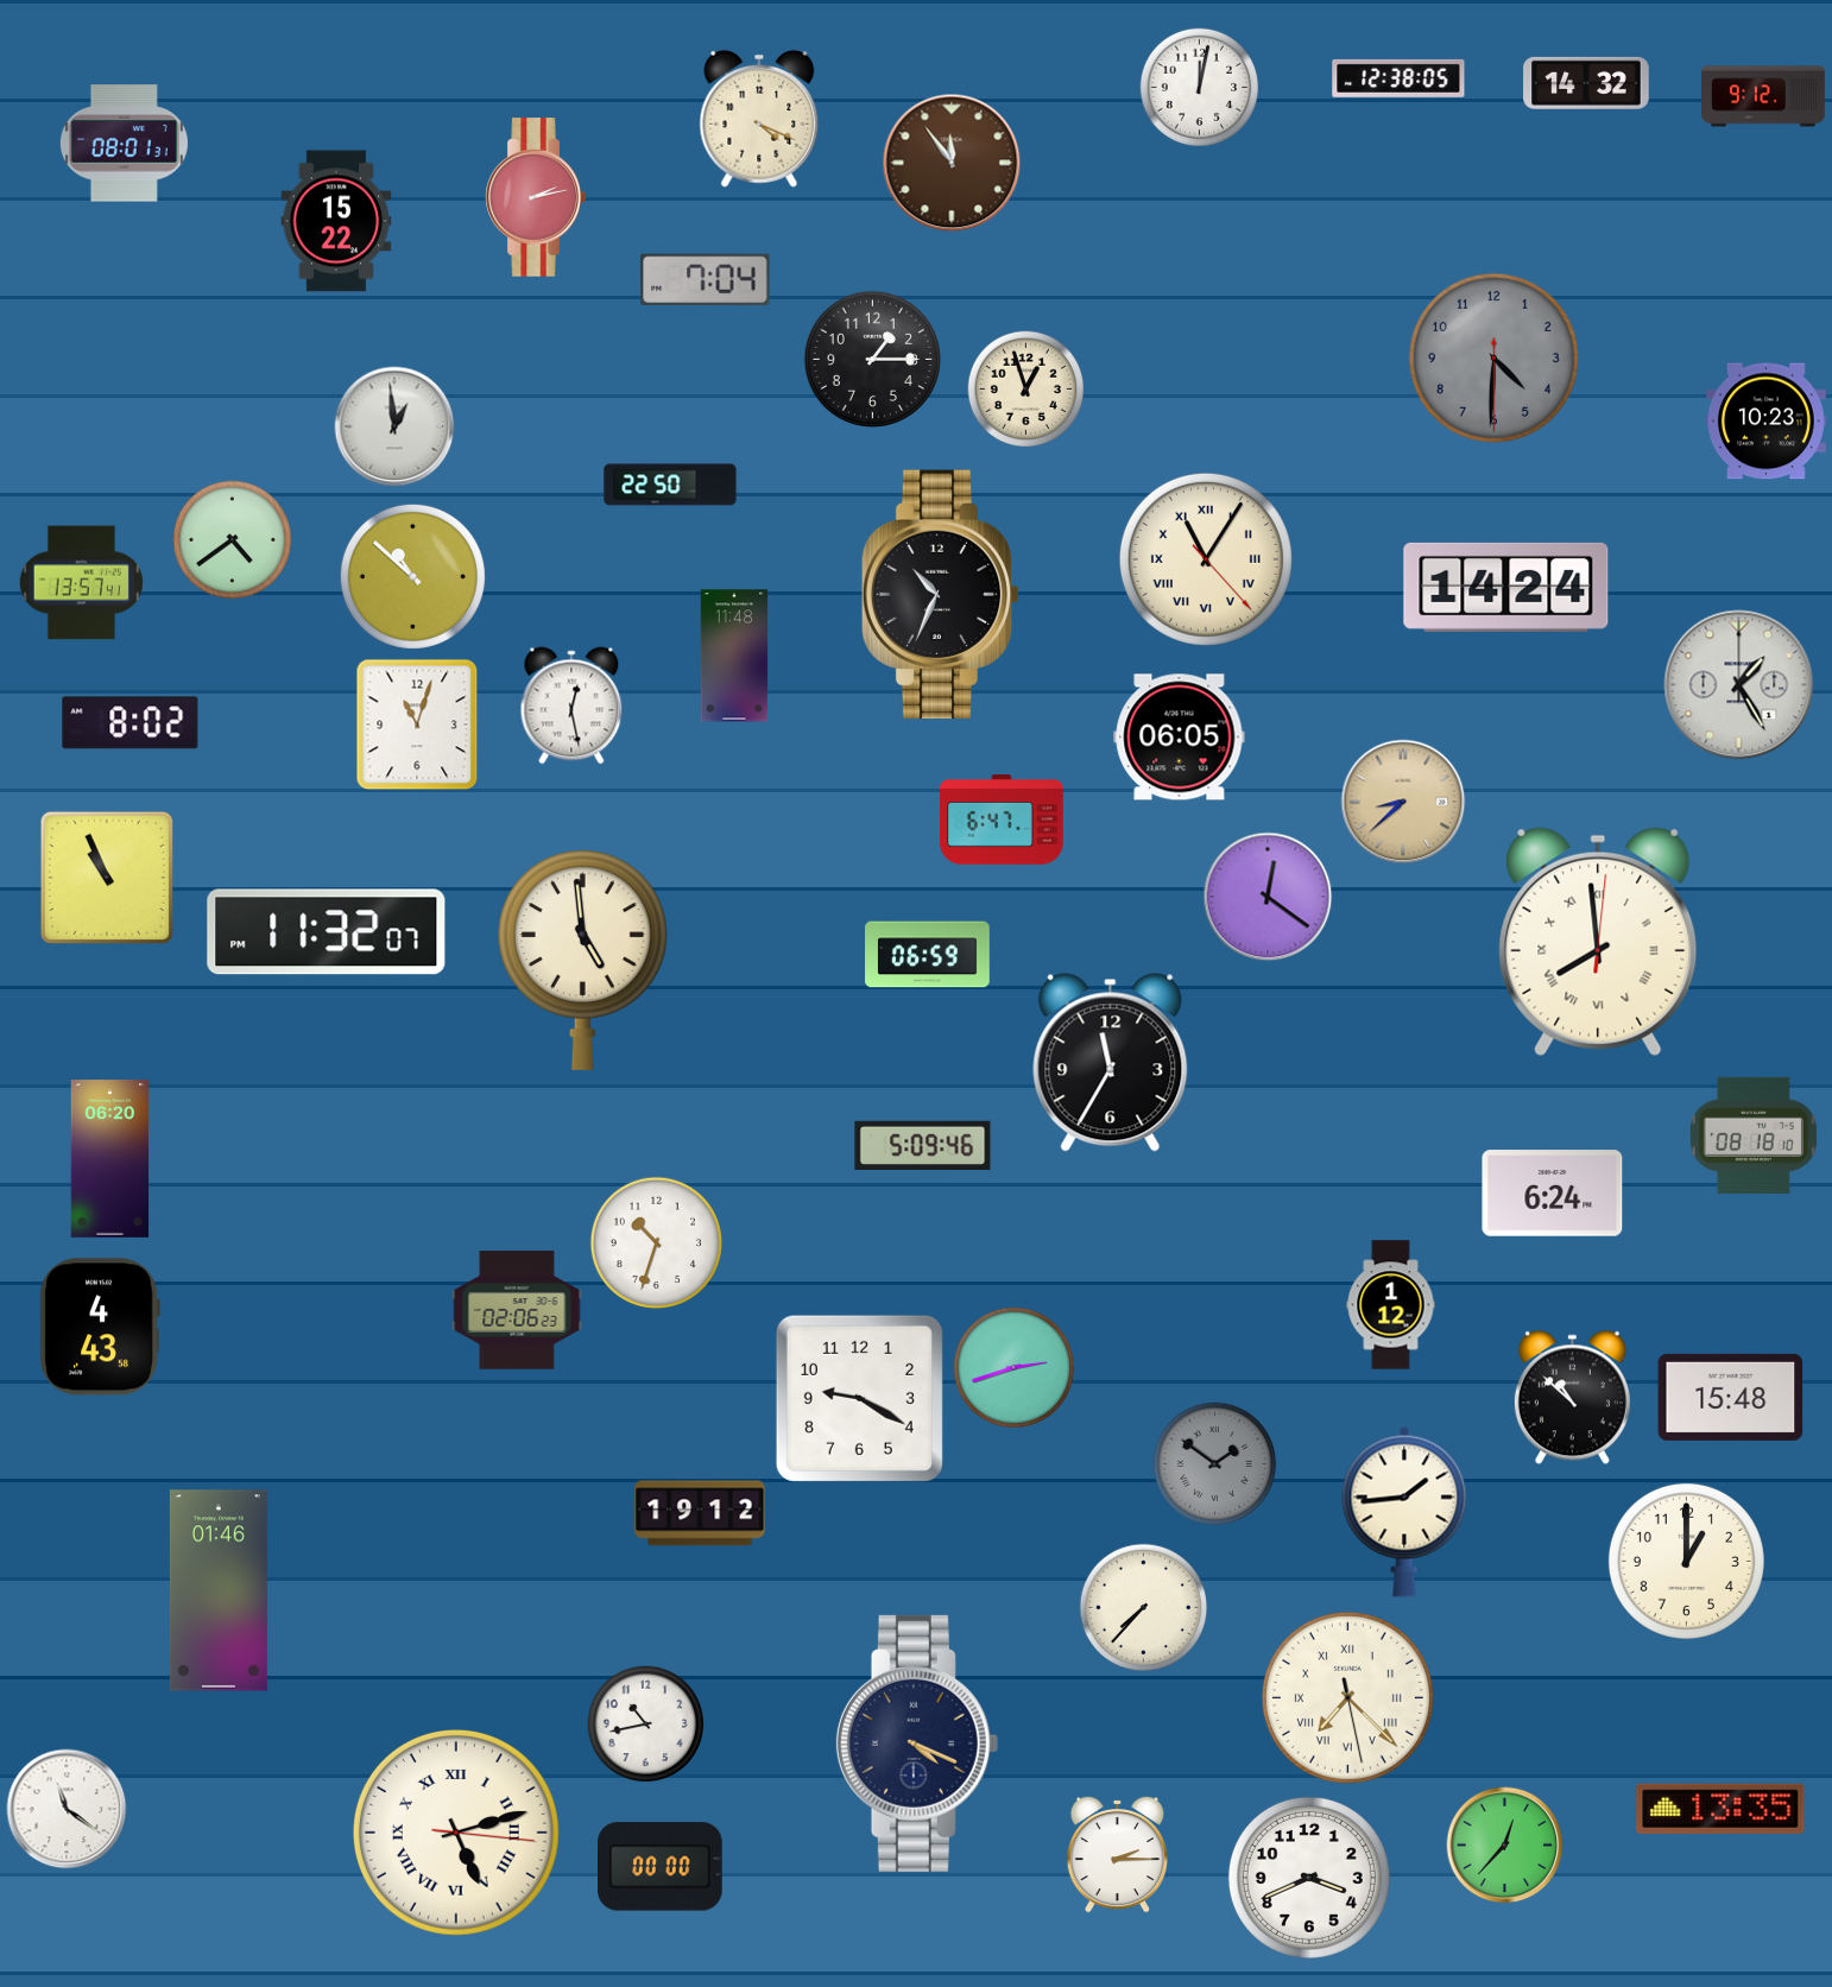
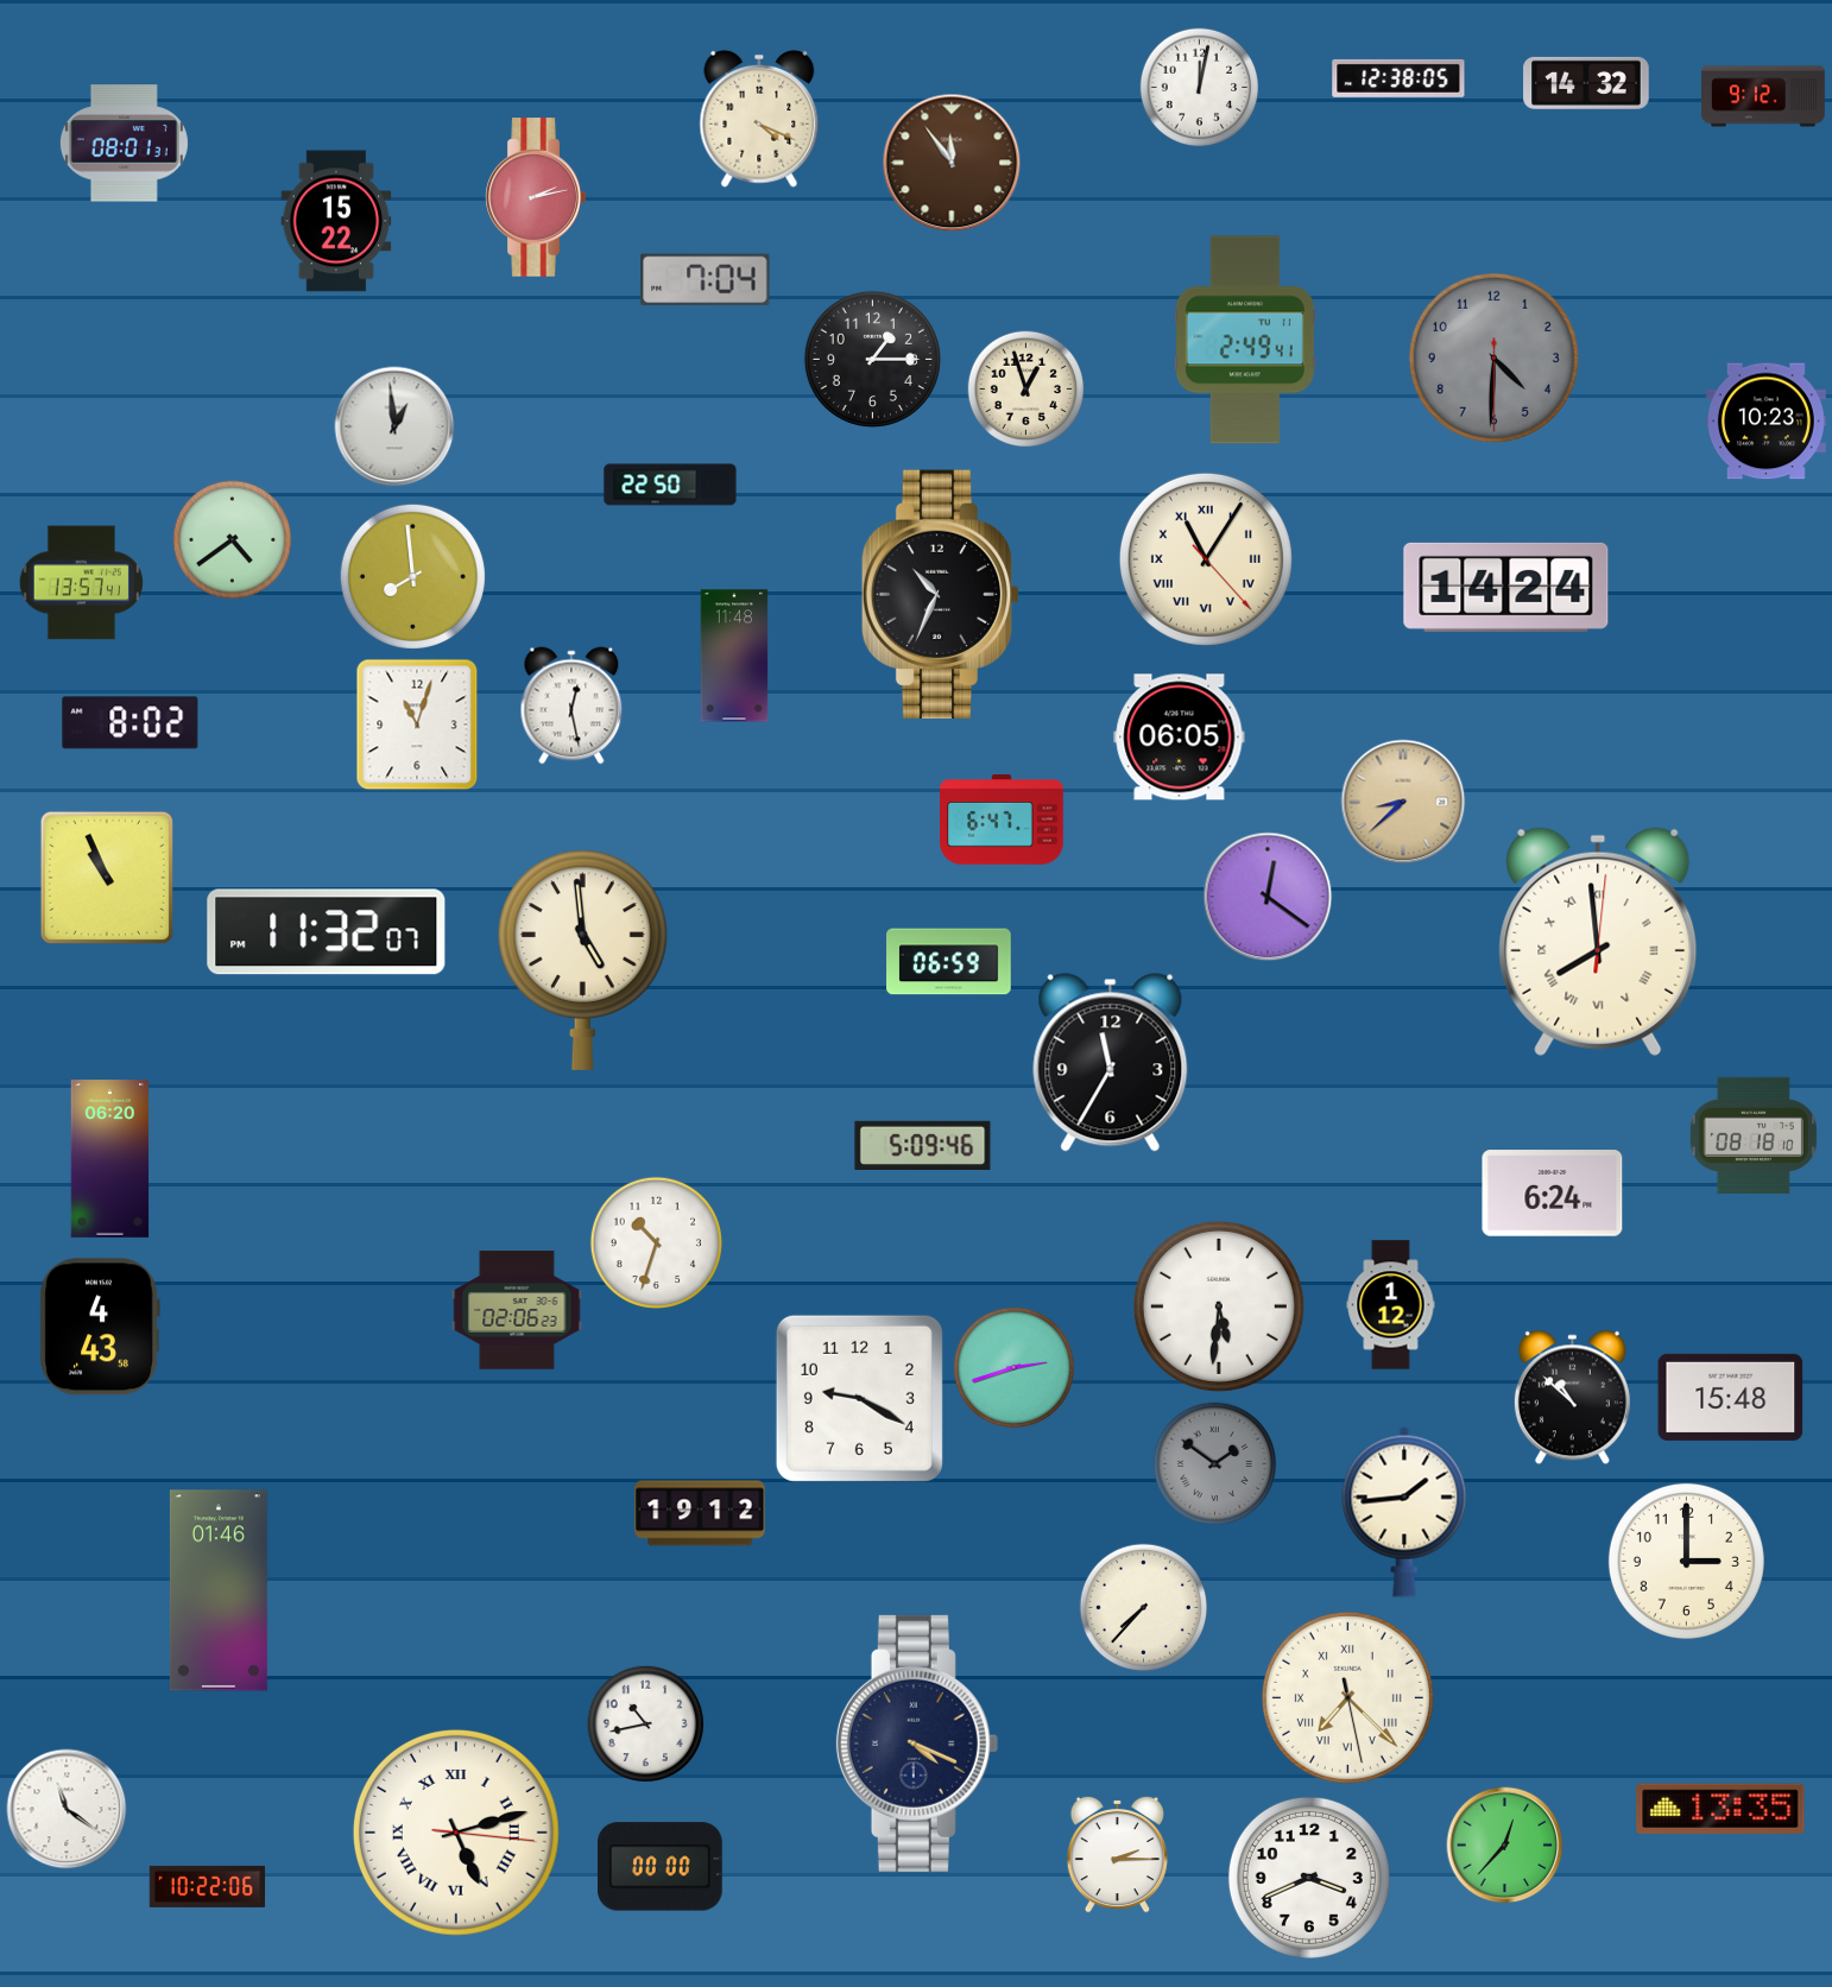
clock at (1245, 340): none -> 2:49
clock at (412, 576): 10:52 -> 7:59
clock at (1739, 685): 1:25 -> none
clock at (928, 955) position: (928, 955) -> (949, 962)
clock at (1219, 1306): none -> 5:31
clock at (1686, 1561): 1:00 -> 3:00
clock at (208, 1886): none -> 10:22
